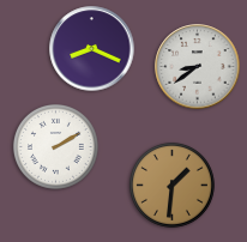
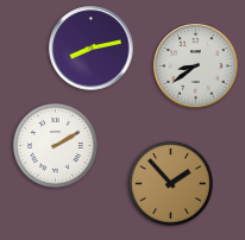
clock at (92, 49): 8:19 -> 8:13
clock at (171, 184): 1:31 -> 1:53
